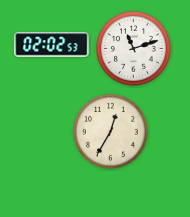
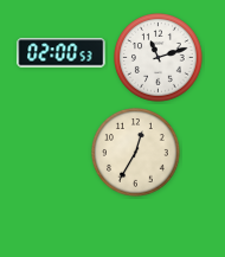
clock at (52, 45): 02:02 -> 02:00
clock at (111, 132) position: (111, 132) -> (136, 153)
